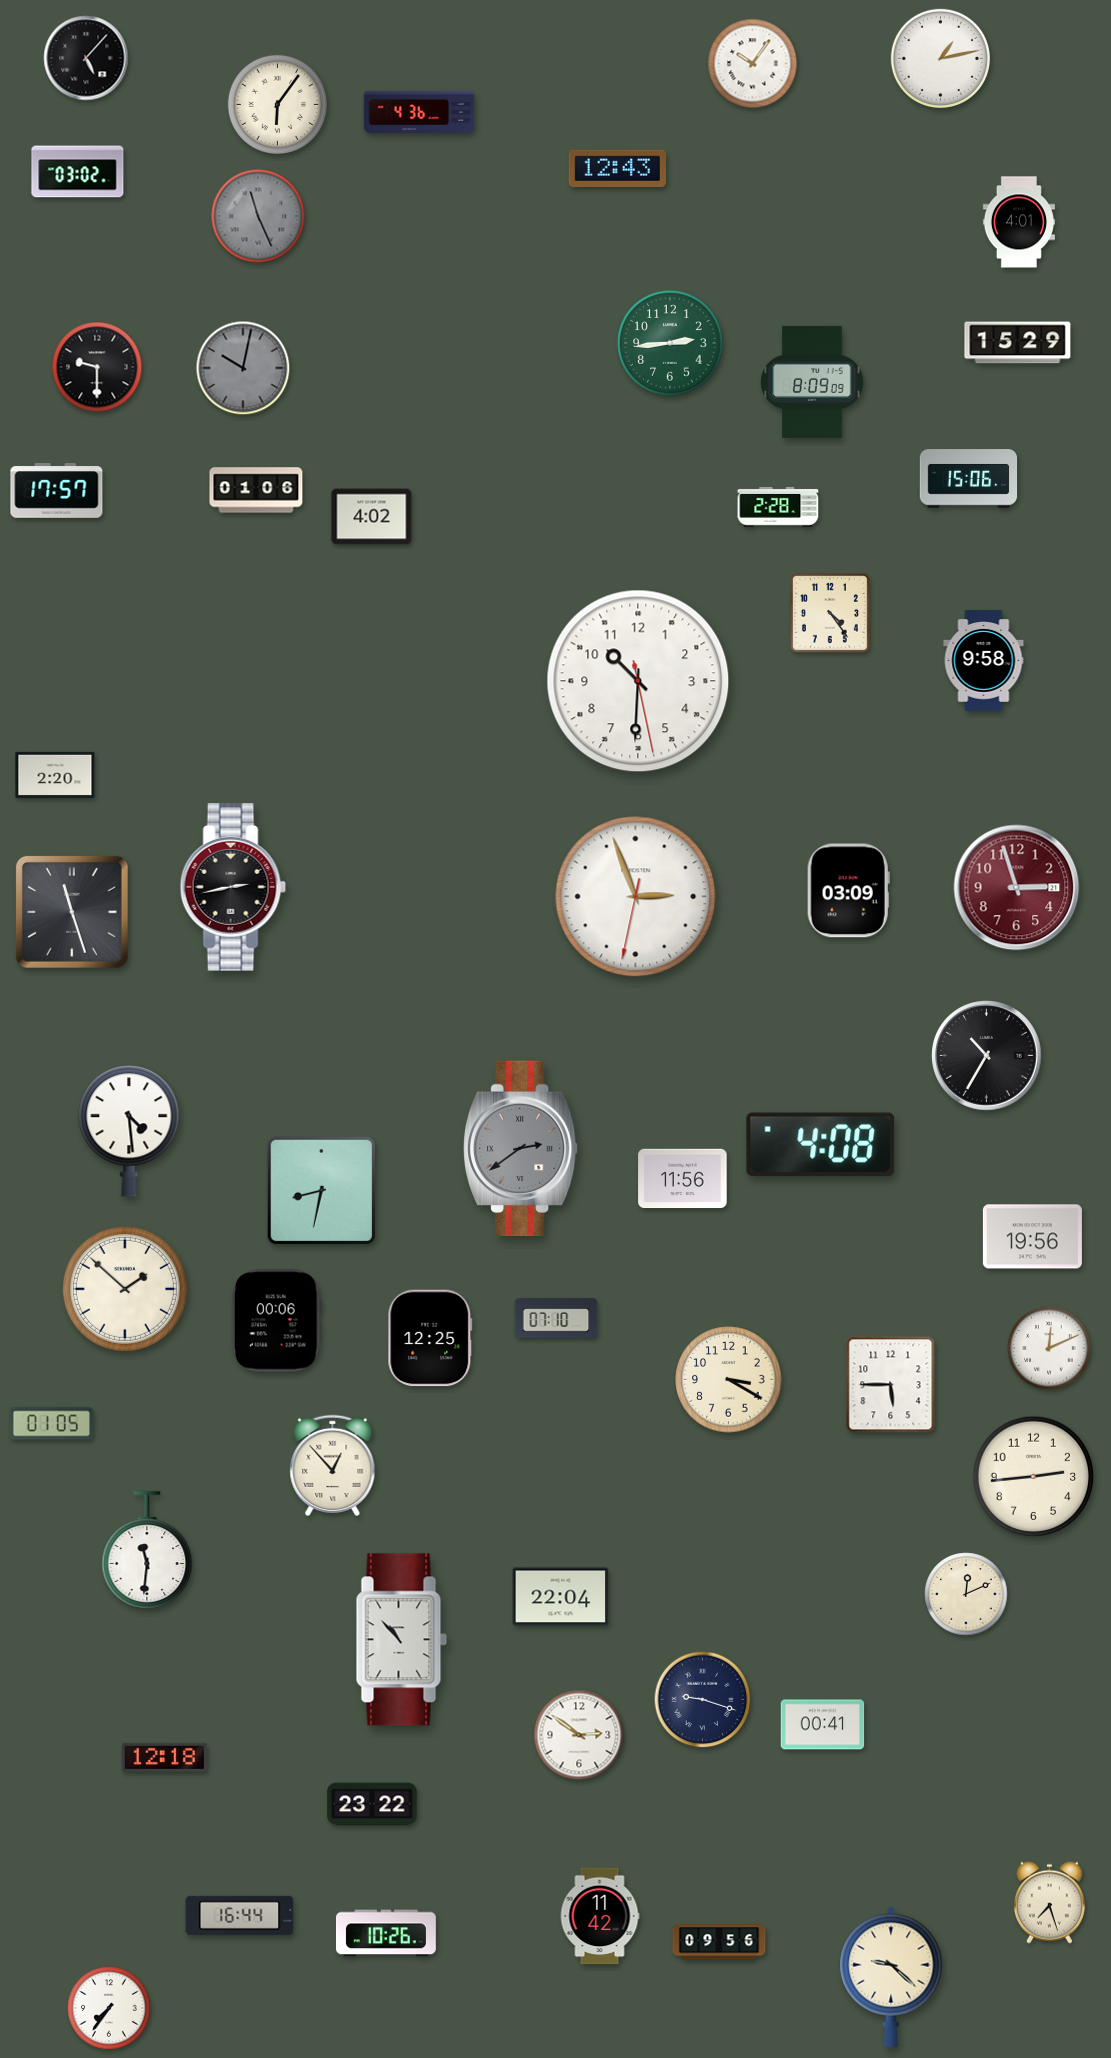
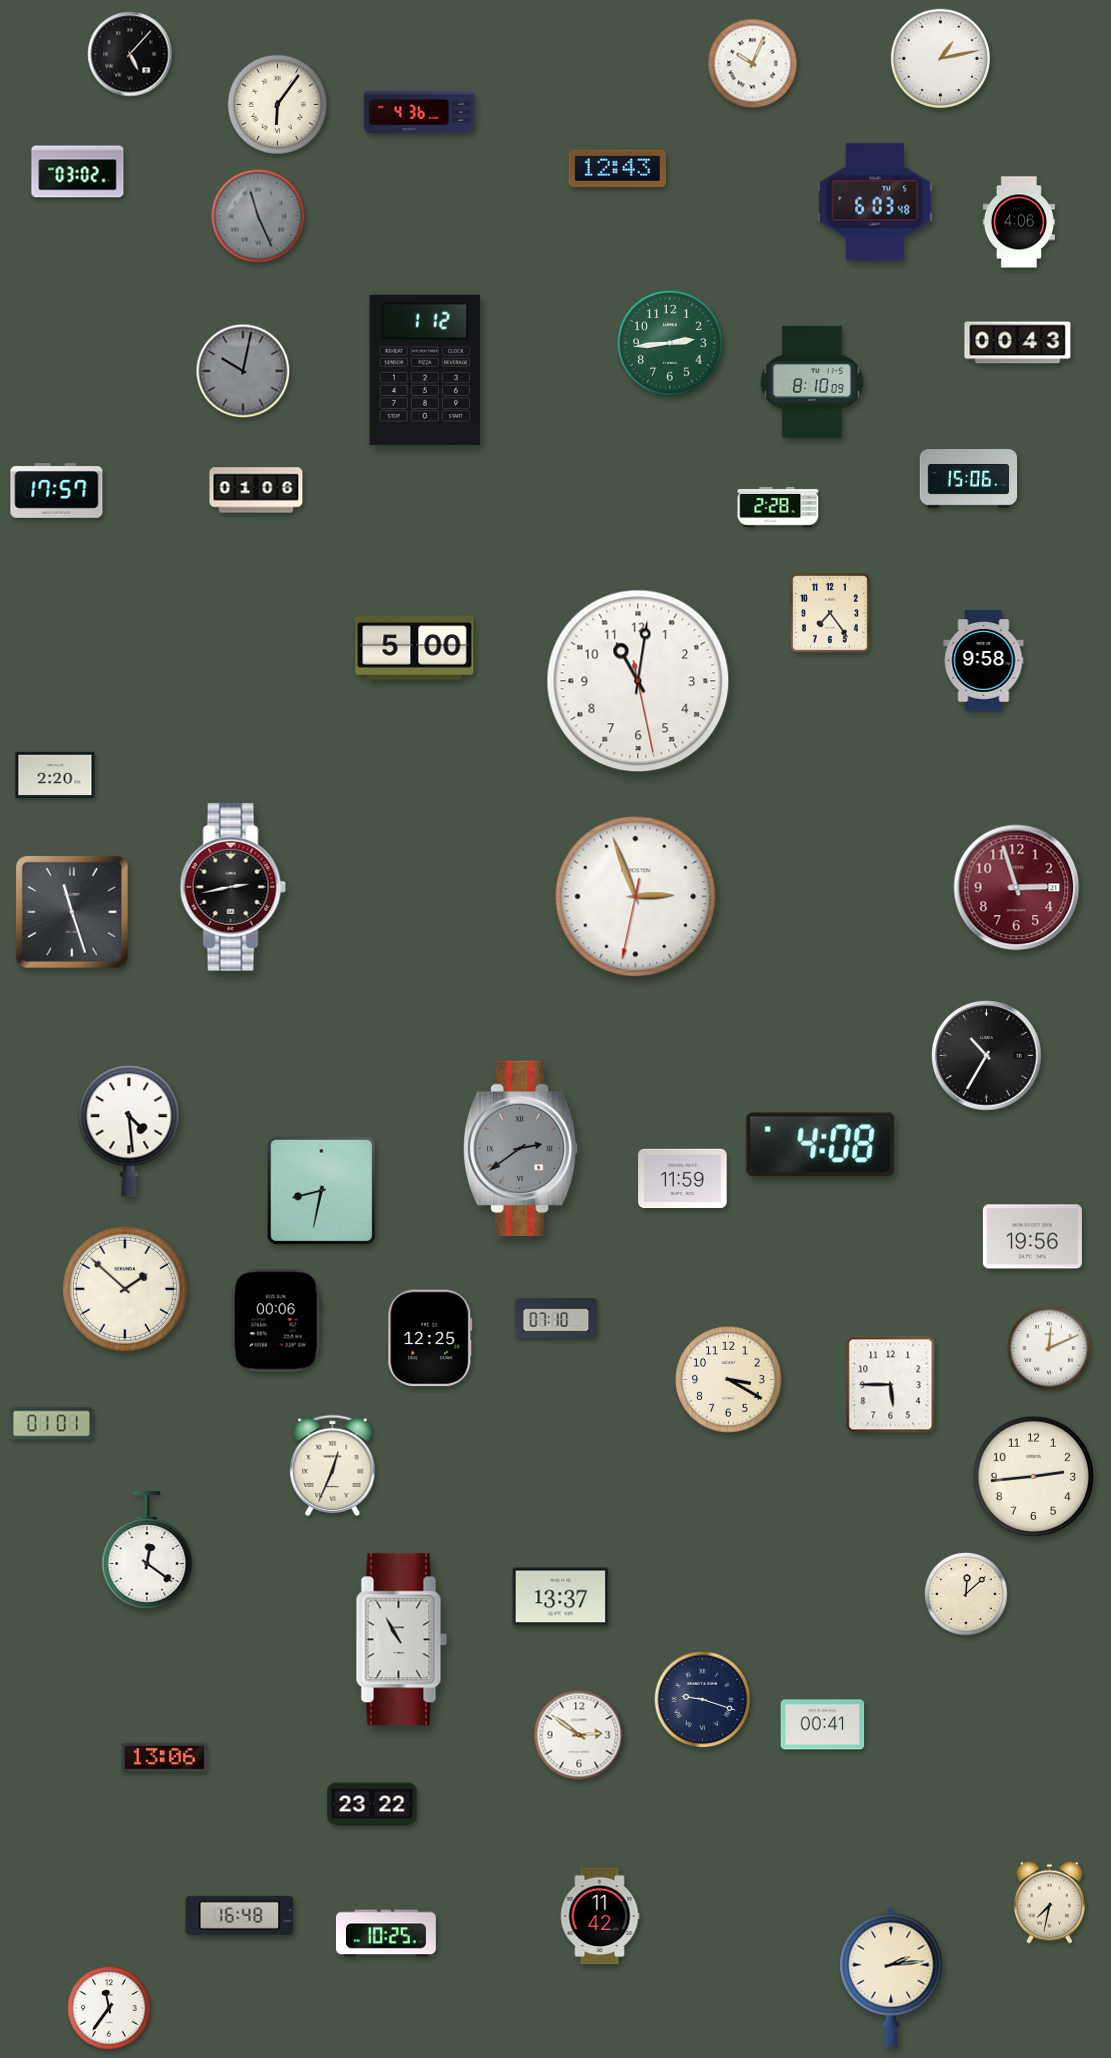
clock at (86, 58) position: (86, 58) -> (130, 54)
clock at (753, 64): 10:06 -> 10:04
clock at (875, 202): none -> 6:03
clock at (1019, 222): 4:01 -> 4:06
clock at (1018, 343): 15:29 -> 00:43
clock at (97, 367): 9:30 -> none
clock at (243, 368) position: (243, 368) -> (243, 371)
clock at (425, 370): none -> 1:12
clock at (812, 382): 8:09 -> 8:10
clock at (372, 517): 4:02 -> none
clock at (830, 613): 4:24 -> 7:24
clock at (415, 648): none -> 5:00
clock at (638, 681): 10:30 -> 11:01
clock at (848, 891): 03:09 -> none
clock at (683, 1179): 11:56 -> 11:59
clock at (52, 1424): 01:05 -> 01:01
clock at (333, 1465): 12:53 -> 12:34
clock at (147, 1550): 11:31 -> 12:21
clock at (966, 1594): 12:11 -> 12:08
clock at (561, 1597): 22:04 -> 13:37
clock at (402, 1640): 10:53 -> 10:55
clock at (164, 1757): 12:18 -> 13:06
clock at (1049, 1902): 7:27 -> 7:32
clock at (240, 1915): 16:44 -> 16:48
clock at (386, 1933): 10:26 -> 10:25
clock at (719, 1942): 09:56 -> none
clock at (891, 1977): 9:22 -> 2:14
clock at (109, 2008): 7:36 -> 11:36
